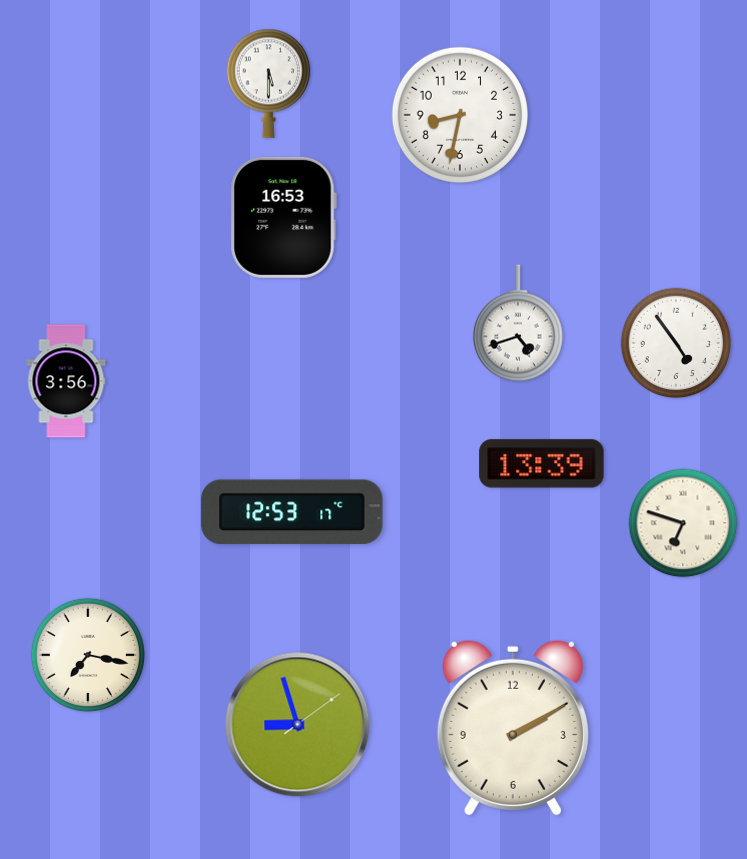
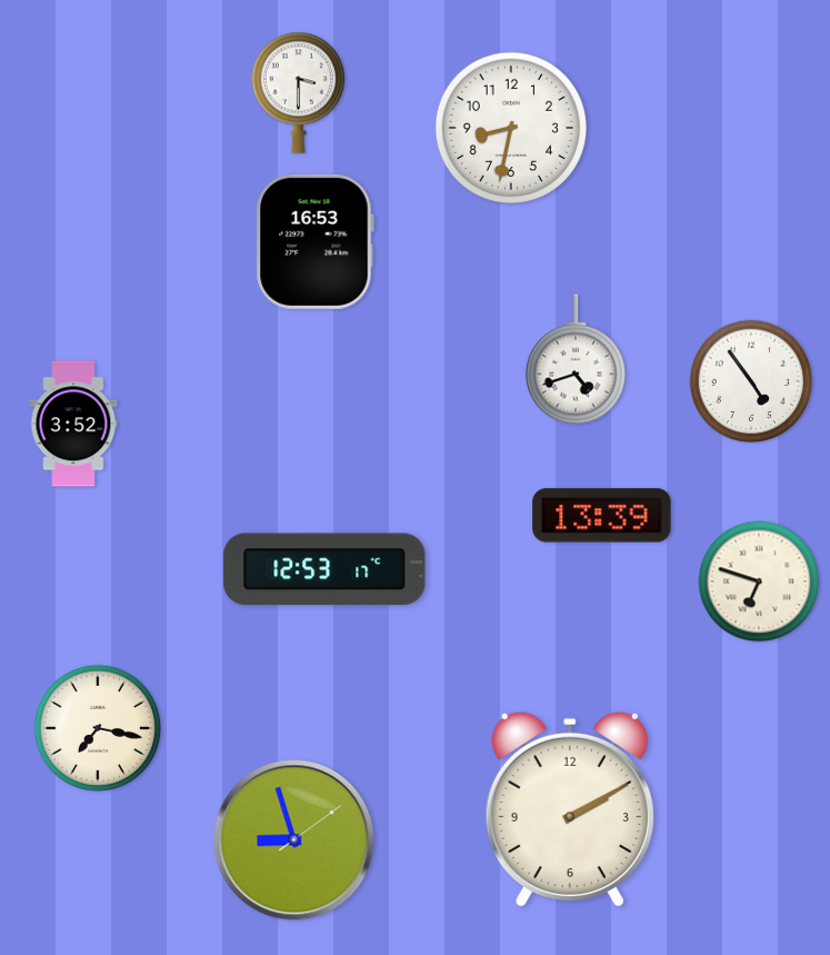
clock at (269, 83): 5:30 -> 3:30
clock at (66, 381): 3:56 -> 3:52
clock at (298, 725) position: (298, 725) -> (294, 840)
